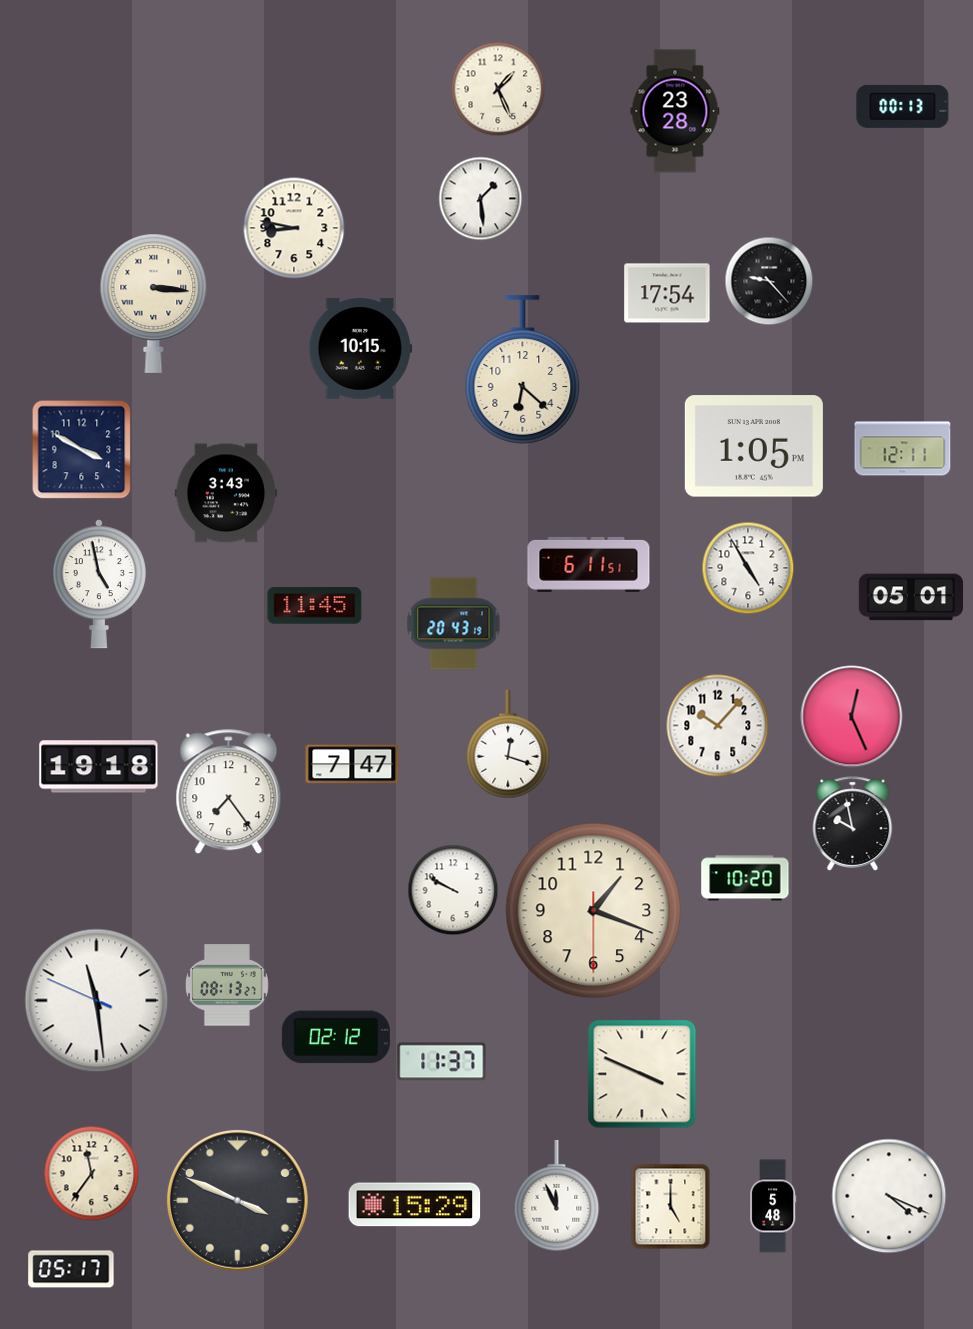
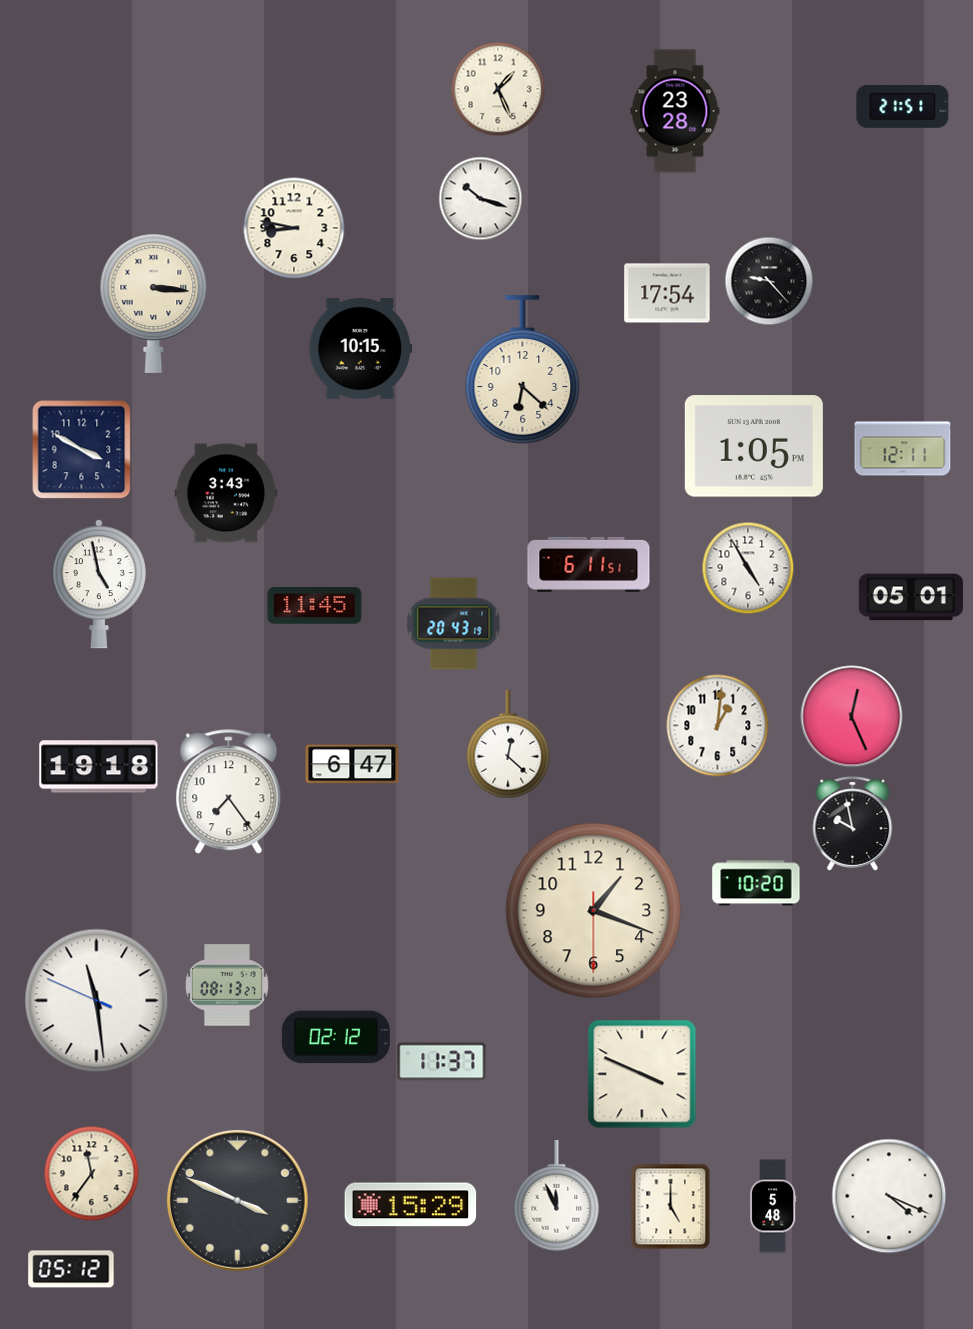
clock at (903, 106): 00:13 -> 21:51
clock at (481, 199): 1:29 -> 10:18
clock at (718, 726): 10:07 -> 1:01
clock at (508, 744): 12:18 -> 12:22
clock at (352, 764): 7:47 -> 6:47
clock at (745, 878) position: (745, 878) -> (756, 883)
clock at (453, 890): 9:50 -> none
clock at (415, 1205) position: (415, 1205) -> (411, 1205)
clock at (71, 1269): 05:17 -> 05:12
